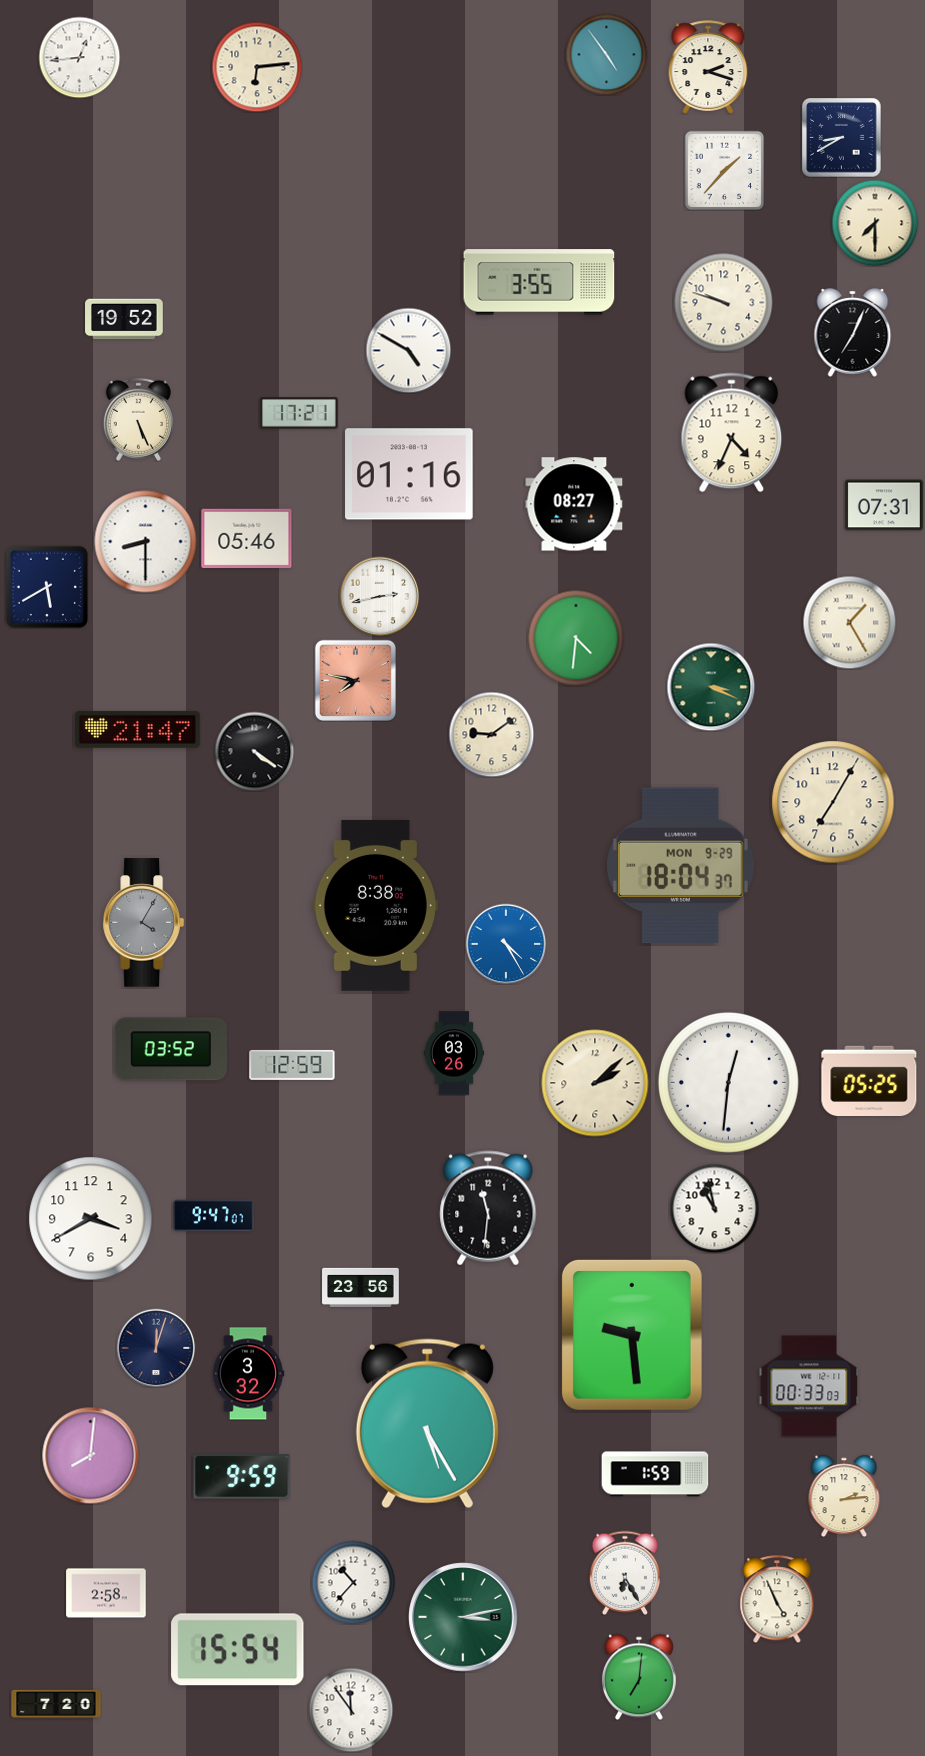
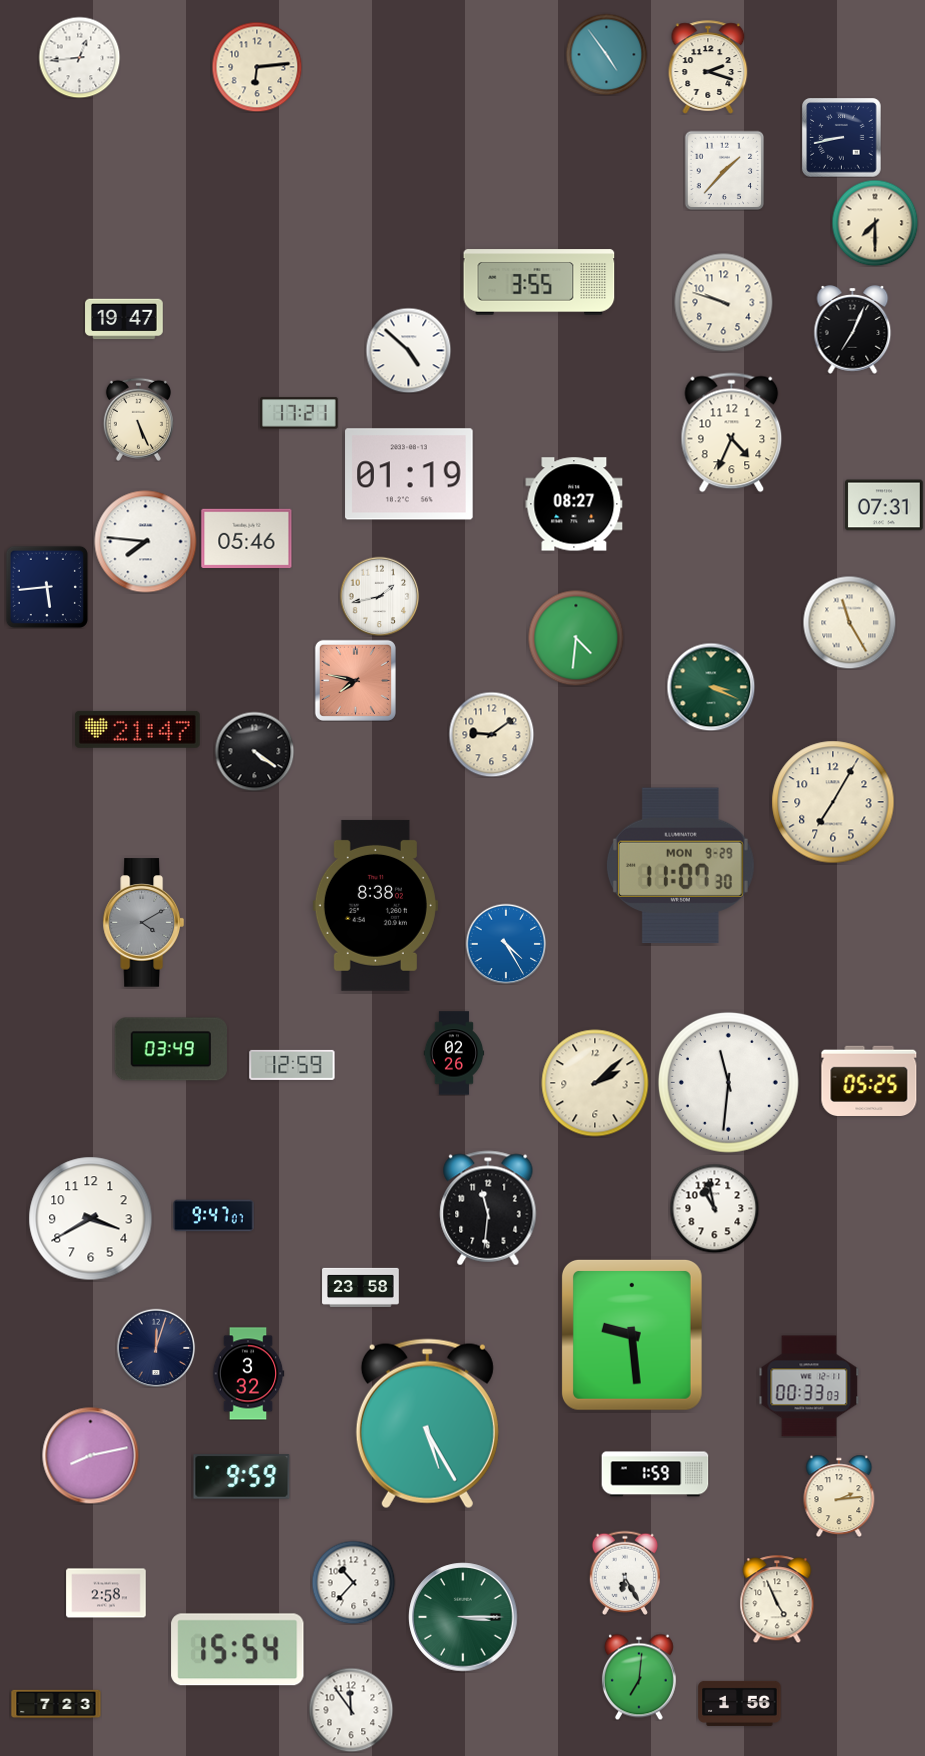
clock at (842, 138): 8:40 -> 8:43
clock at (124, 319): 19:52 -> 19:47
clock at (853, 333) position: (853, 333) -> (853, 330)
clock at (408, 350): 4:50 -> 4:52
clock at (409, 474): 01:16 -> 01:19
clock at (146, 542): 8:30 -> 7:46
clock at (47, 587): 5:40 -> 5:44
clock at (379, 596): 2:43 -> 1:43
clock at (849, 622): 1:25 -> 11:25
clock at (680, 866): 18:04 -> 11:07
clock at (143, 923): 4:05 -> 4:10
clock at (171, 1049): 03:52 -> 03:49
clock at (454, 1053): 03:26 -> 02:26
clock at (728, 1082): 12:31 -> 11:31
clock at (361, 1287): 23:56 -> 23:58
clock at (91, 1456): 8:01 -> 8:13
clock at (844, 1496) position: (844, 1496) -> (839, 1496)
clock at (463, 1617): 3:13 -> 3:15
clock at (740, 1703): none -> 1:56
clock at (56, 1704): 7:20 -> 7:23
